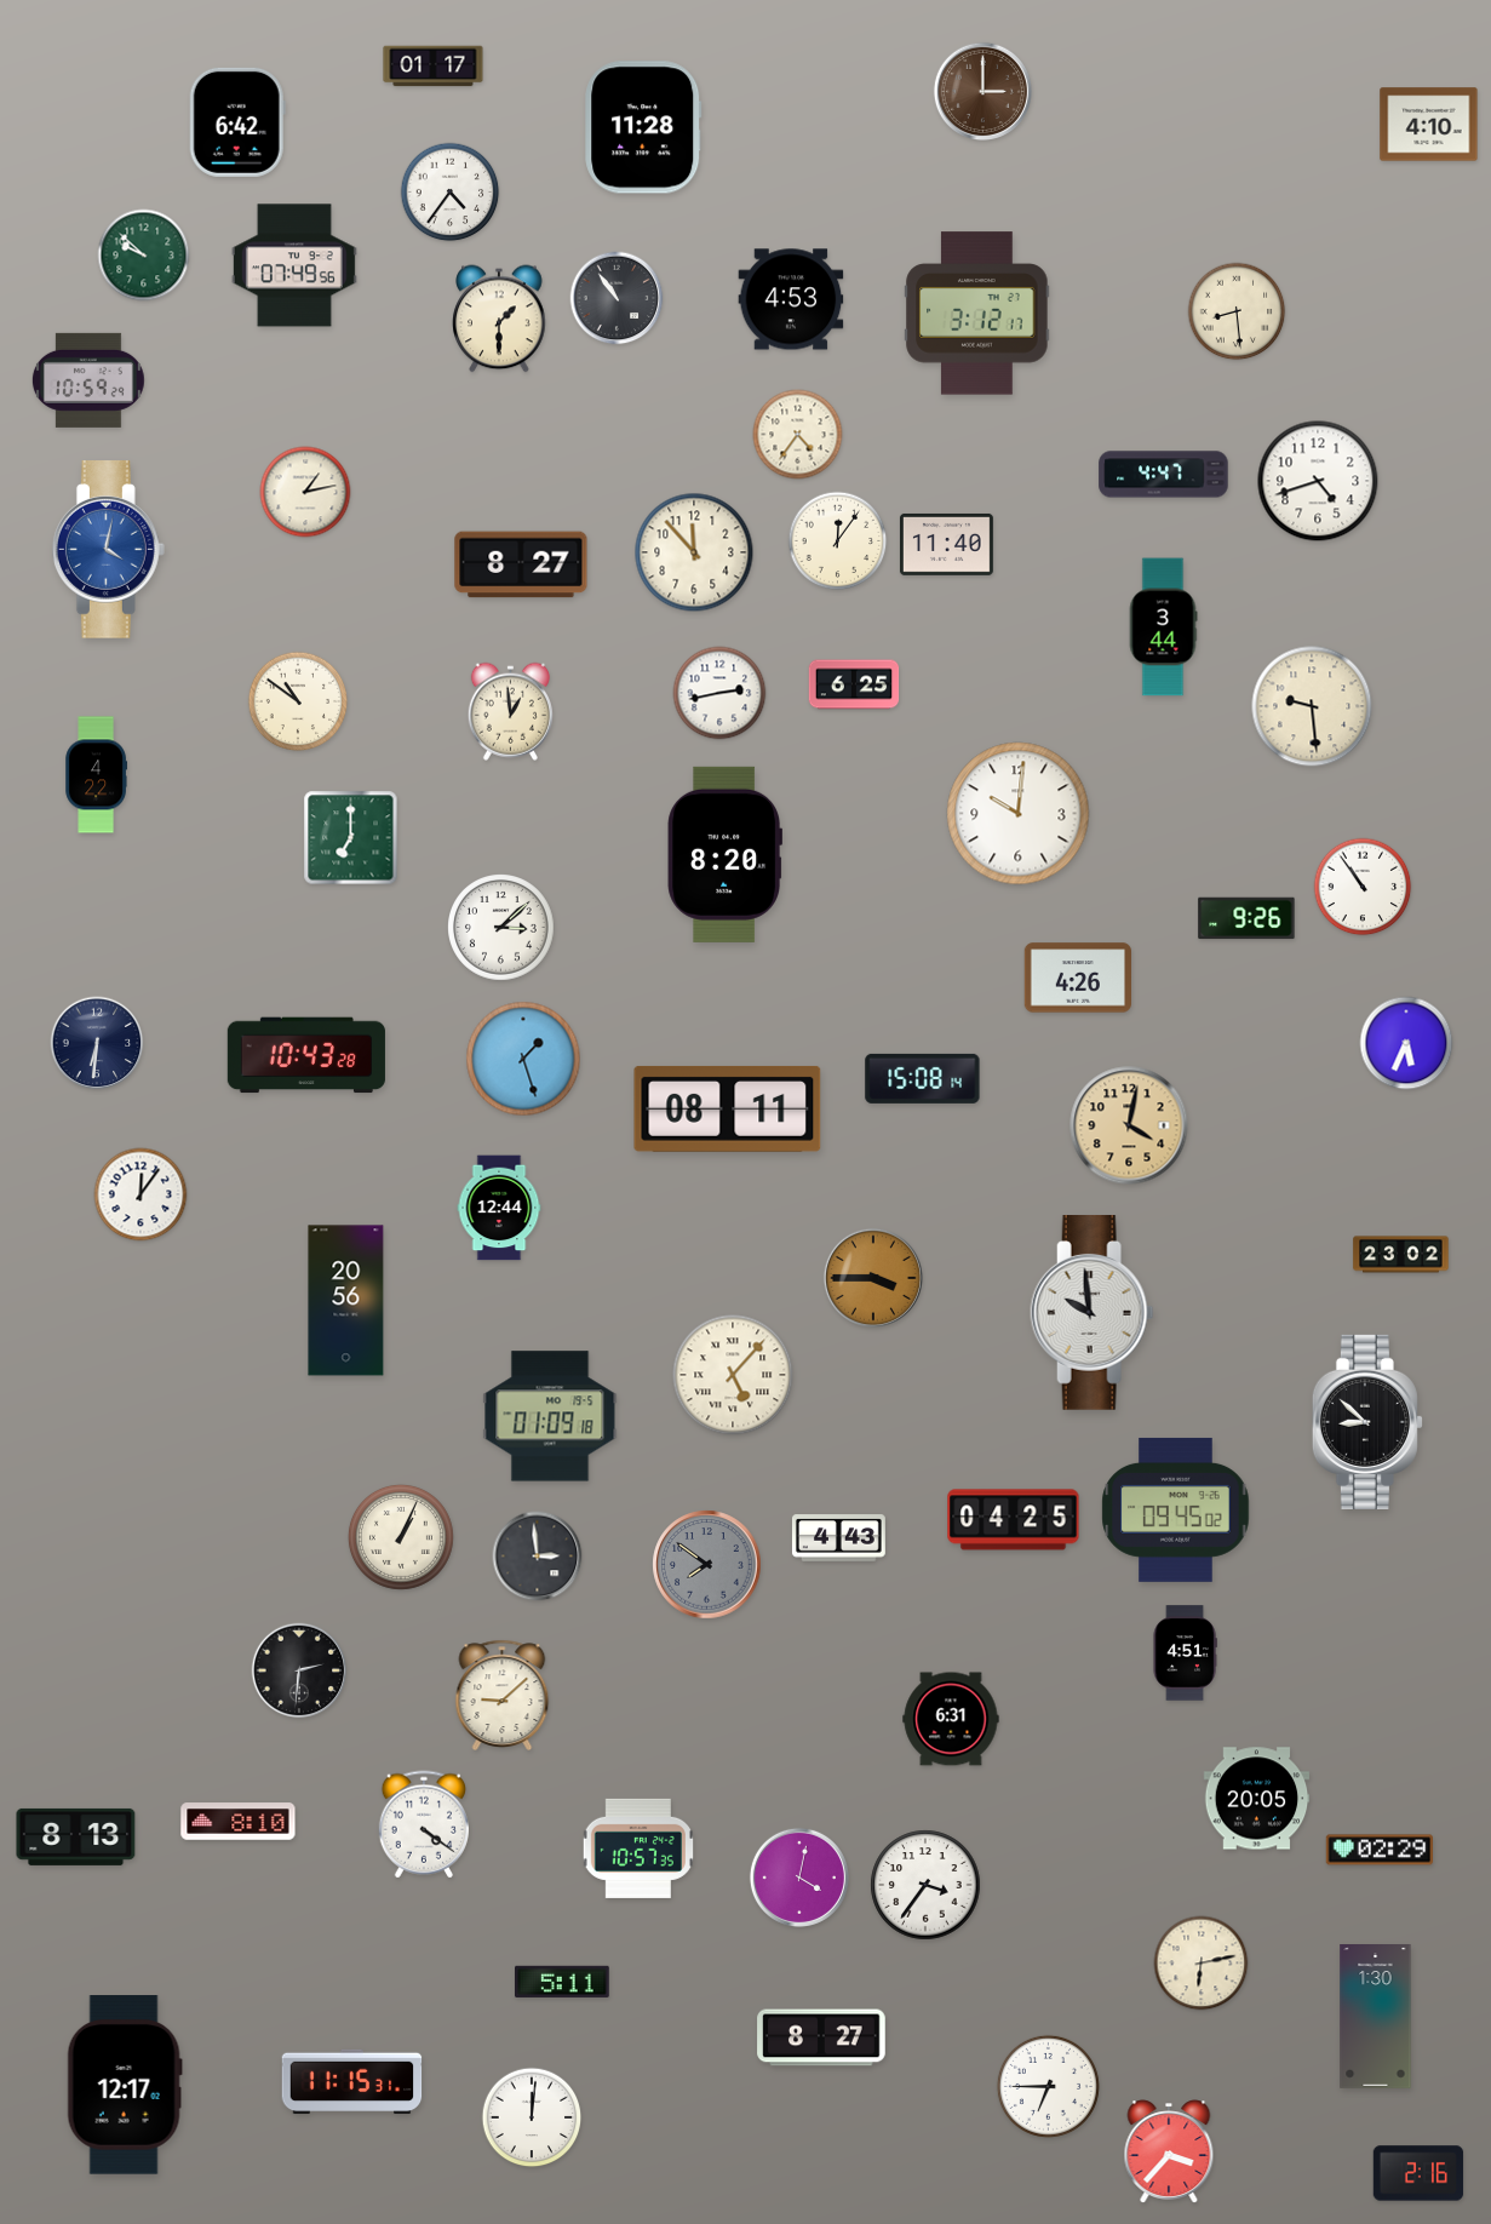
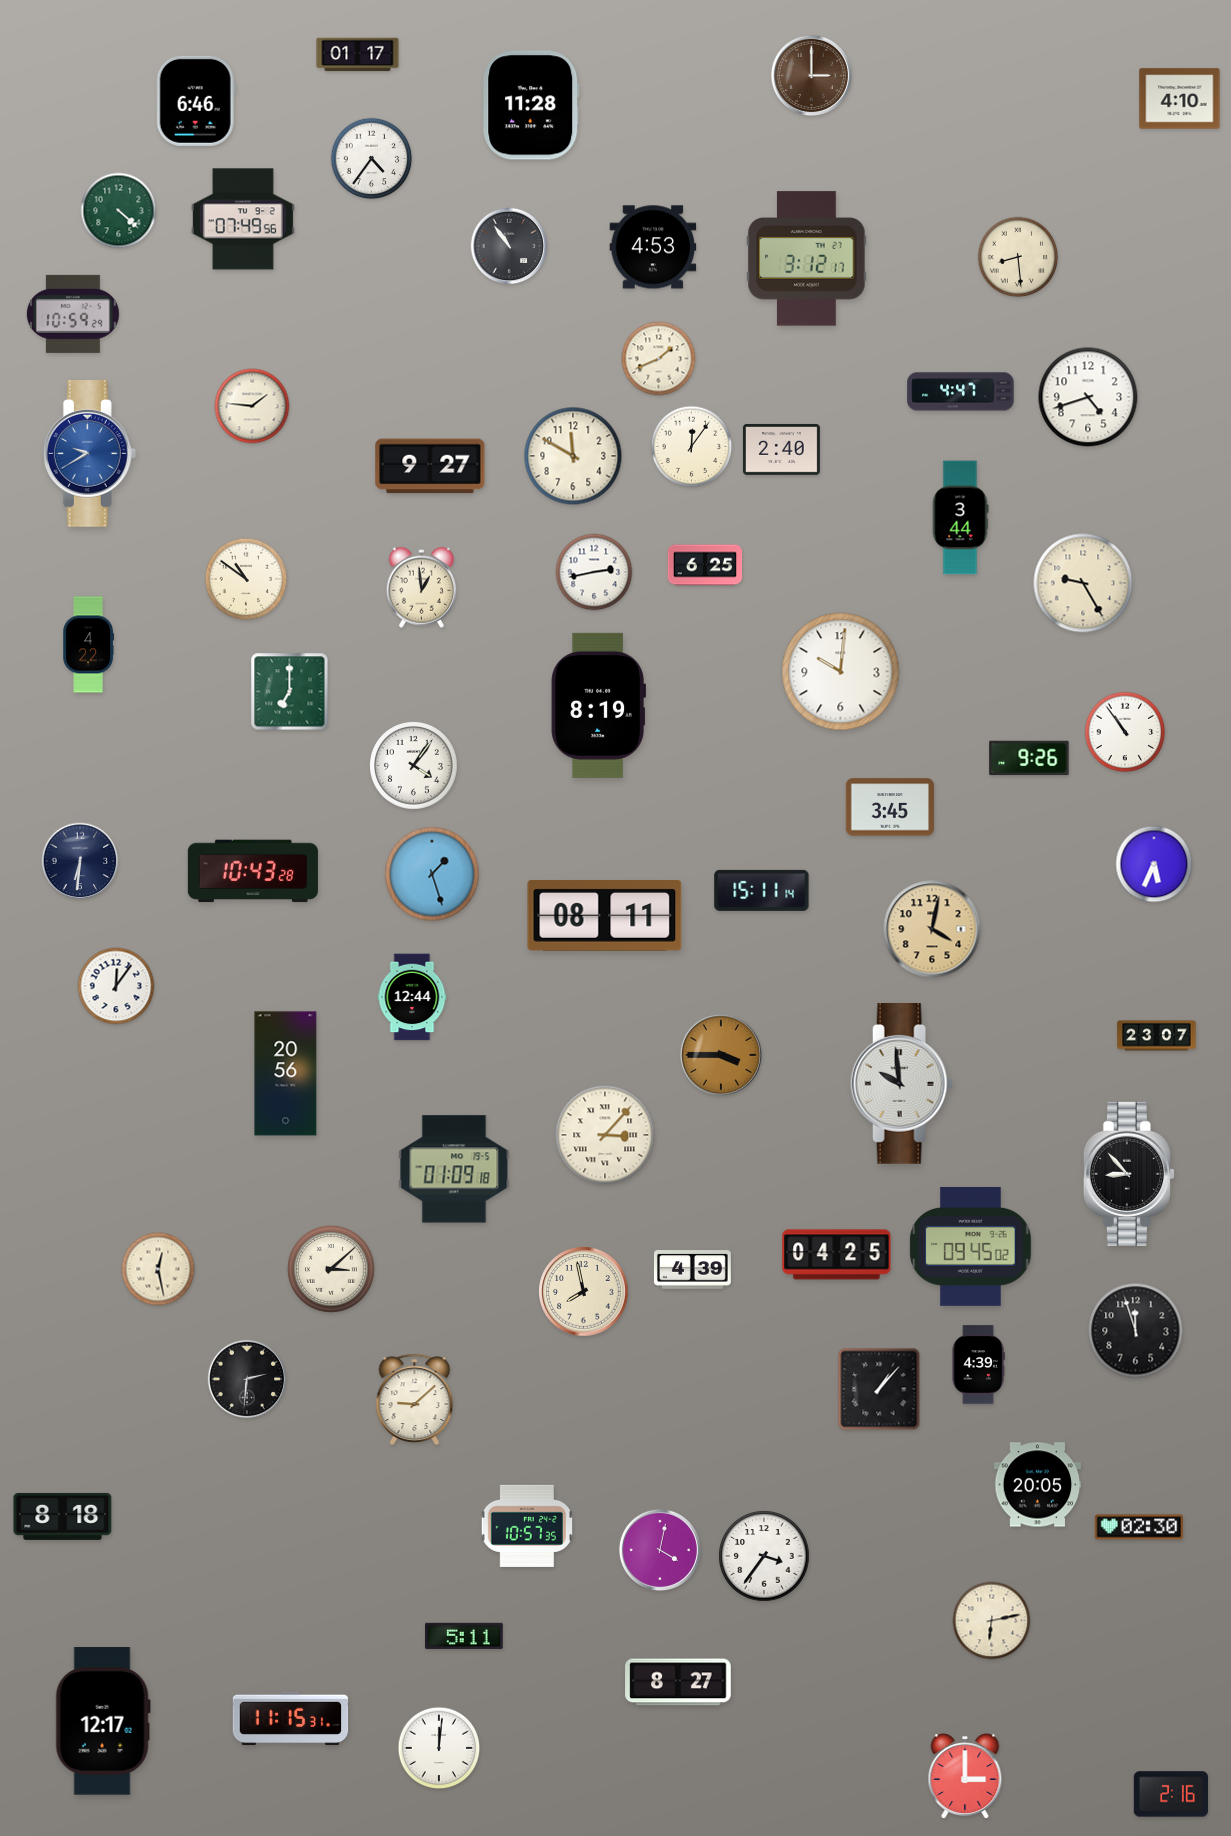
clock at (237, 122): 6:42 -> 6:46
clock at (1429, 125) position: (1429, 125) -> (1180, 99)
clock at (144, 256): 9:52 -> 4:22
clock at (1237, 311) position: (1237, 311) -> (1018, 257)
clock at (499, 319): 1:30 -> none
clock at (798, 435): 4:36 -> 1:41
clock at (305, 492): 1:13 -> 1:46
clock at (946, 544): 11:40 -> 2:40
clock at (108, 550): 4:02 -> 9:40
clock at (694, 552): 11:53 -> 11:50
clock at (521, 564): 8:27 -> 9:27
clock at (1312, 706): 9:29 -> 9:25
clock at (96, 775) position: (96, 775) -> (88, 645)
clock at (724, 854): 8:20 -> 8:19
clock at (501, 928): 3:08 -> 4:06
clock at (1077, 978): 4:26 -> 3:45
clock at (1406, 1043) position: (1406, 1043) -> (1154, 864)
clock at (923, 1078): 15:08 -> 15:11
clock at (728, 1108) position: (728, 1108) -> (605, 915)
clock at (1401, 1255): 23:02 -> 23:07
clock at (733, 1375): 5:07 -> 3:07
clock at (1367, 1422): 8:52 -> 8:53
clock at (158, 1269): none -> 12:28
clock at (401, 1537): 1:04 -> 3:08
clock at (839, 1538): 4:43 -> 4:39
clock at (538, 1557): 2:59 -> none
clock at (707, 1565): 7:51 -> 7:58
clock at (707, 1565) dial: grey -> cream
clock at (1136, 1331): none -> 11:57
clock at (1185, 1653): 4:51 -> 4:39
clock at (879, 1389): none -> 1:07
clock at (951, 1719): 6:31 -> none
clock at (239, 1822): 8:10 -> none
clock at (423, 1824): 4:21 -> none
clock at (76, 1836): 8:13 -> 8:18
clock at (1378, 1850): 02:29 -> 02:30
clock at (1376, 2017): 1:30 -> none
clock at (1048, 2086): 6:45 -> none
clock at (1169, 2151): 3:37 -> 3:00
